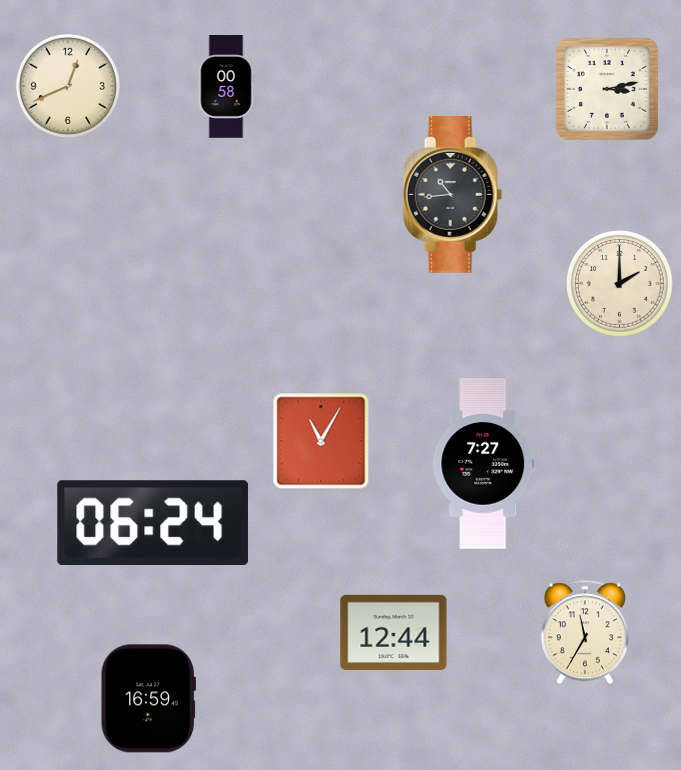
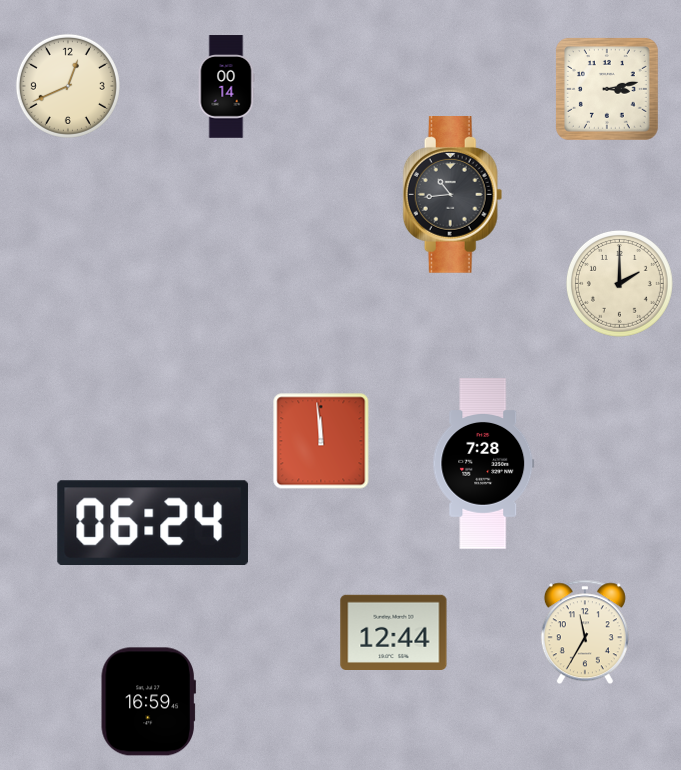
clock at (226, 87): 00:58 -> 00:14
clock at (321, 441): 11:05 -> 11:59
clock at (484, 464): 7:27 -> 7:28
clock at (148, 699) position: (148, 699) -> (148, 702)
